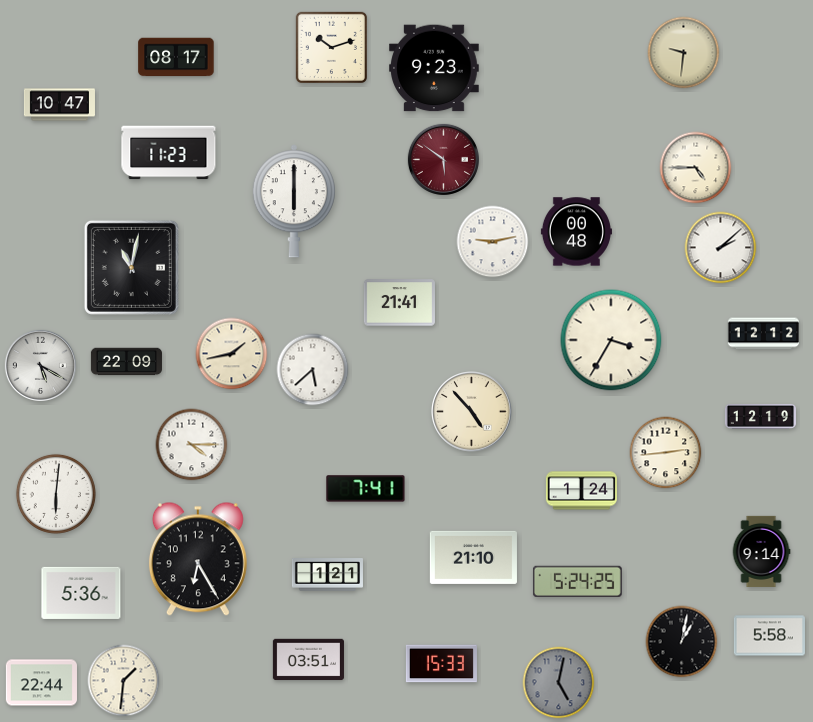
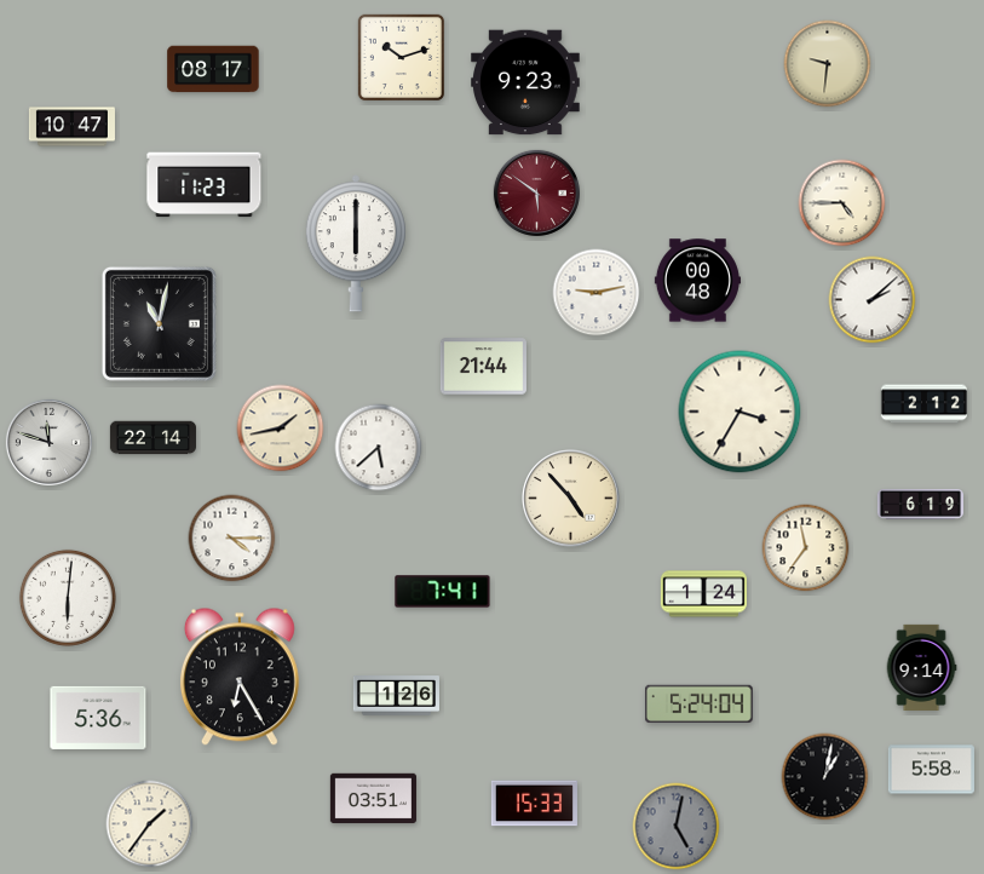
clock at (399, 303): 21:41 -> 21:44
clock at (763, 334): 12:12 -> 2:12
clock at (126, 362): 22:09 -> 22:14
clock at (40, 365): 5:20 -> 11:48
clock at (760, 416): 12:19 -> 6:19
clock at (666, 453): 2:44 -> 11:36
clock at (473, 557): 21:10 -> none
clock at (327, 575): 1:21 -> 1:26
clock at (577, 581): 5:24:25 -> 5:24:04
clock at (124, 681): 1:31 -> 1:36
clock at (41, 683): 22:44 -> none
